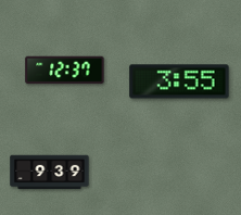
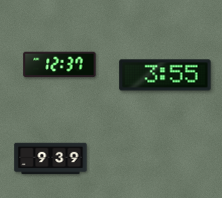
clock at (50, 173) position: (50, 173) -> (51, 159)
